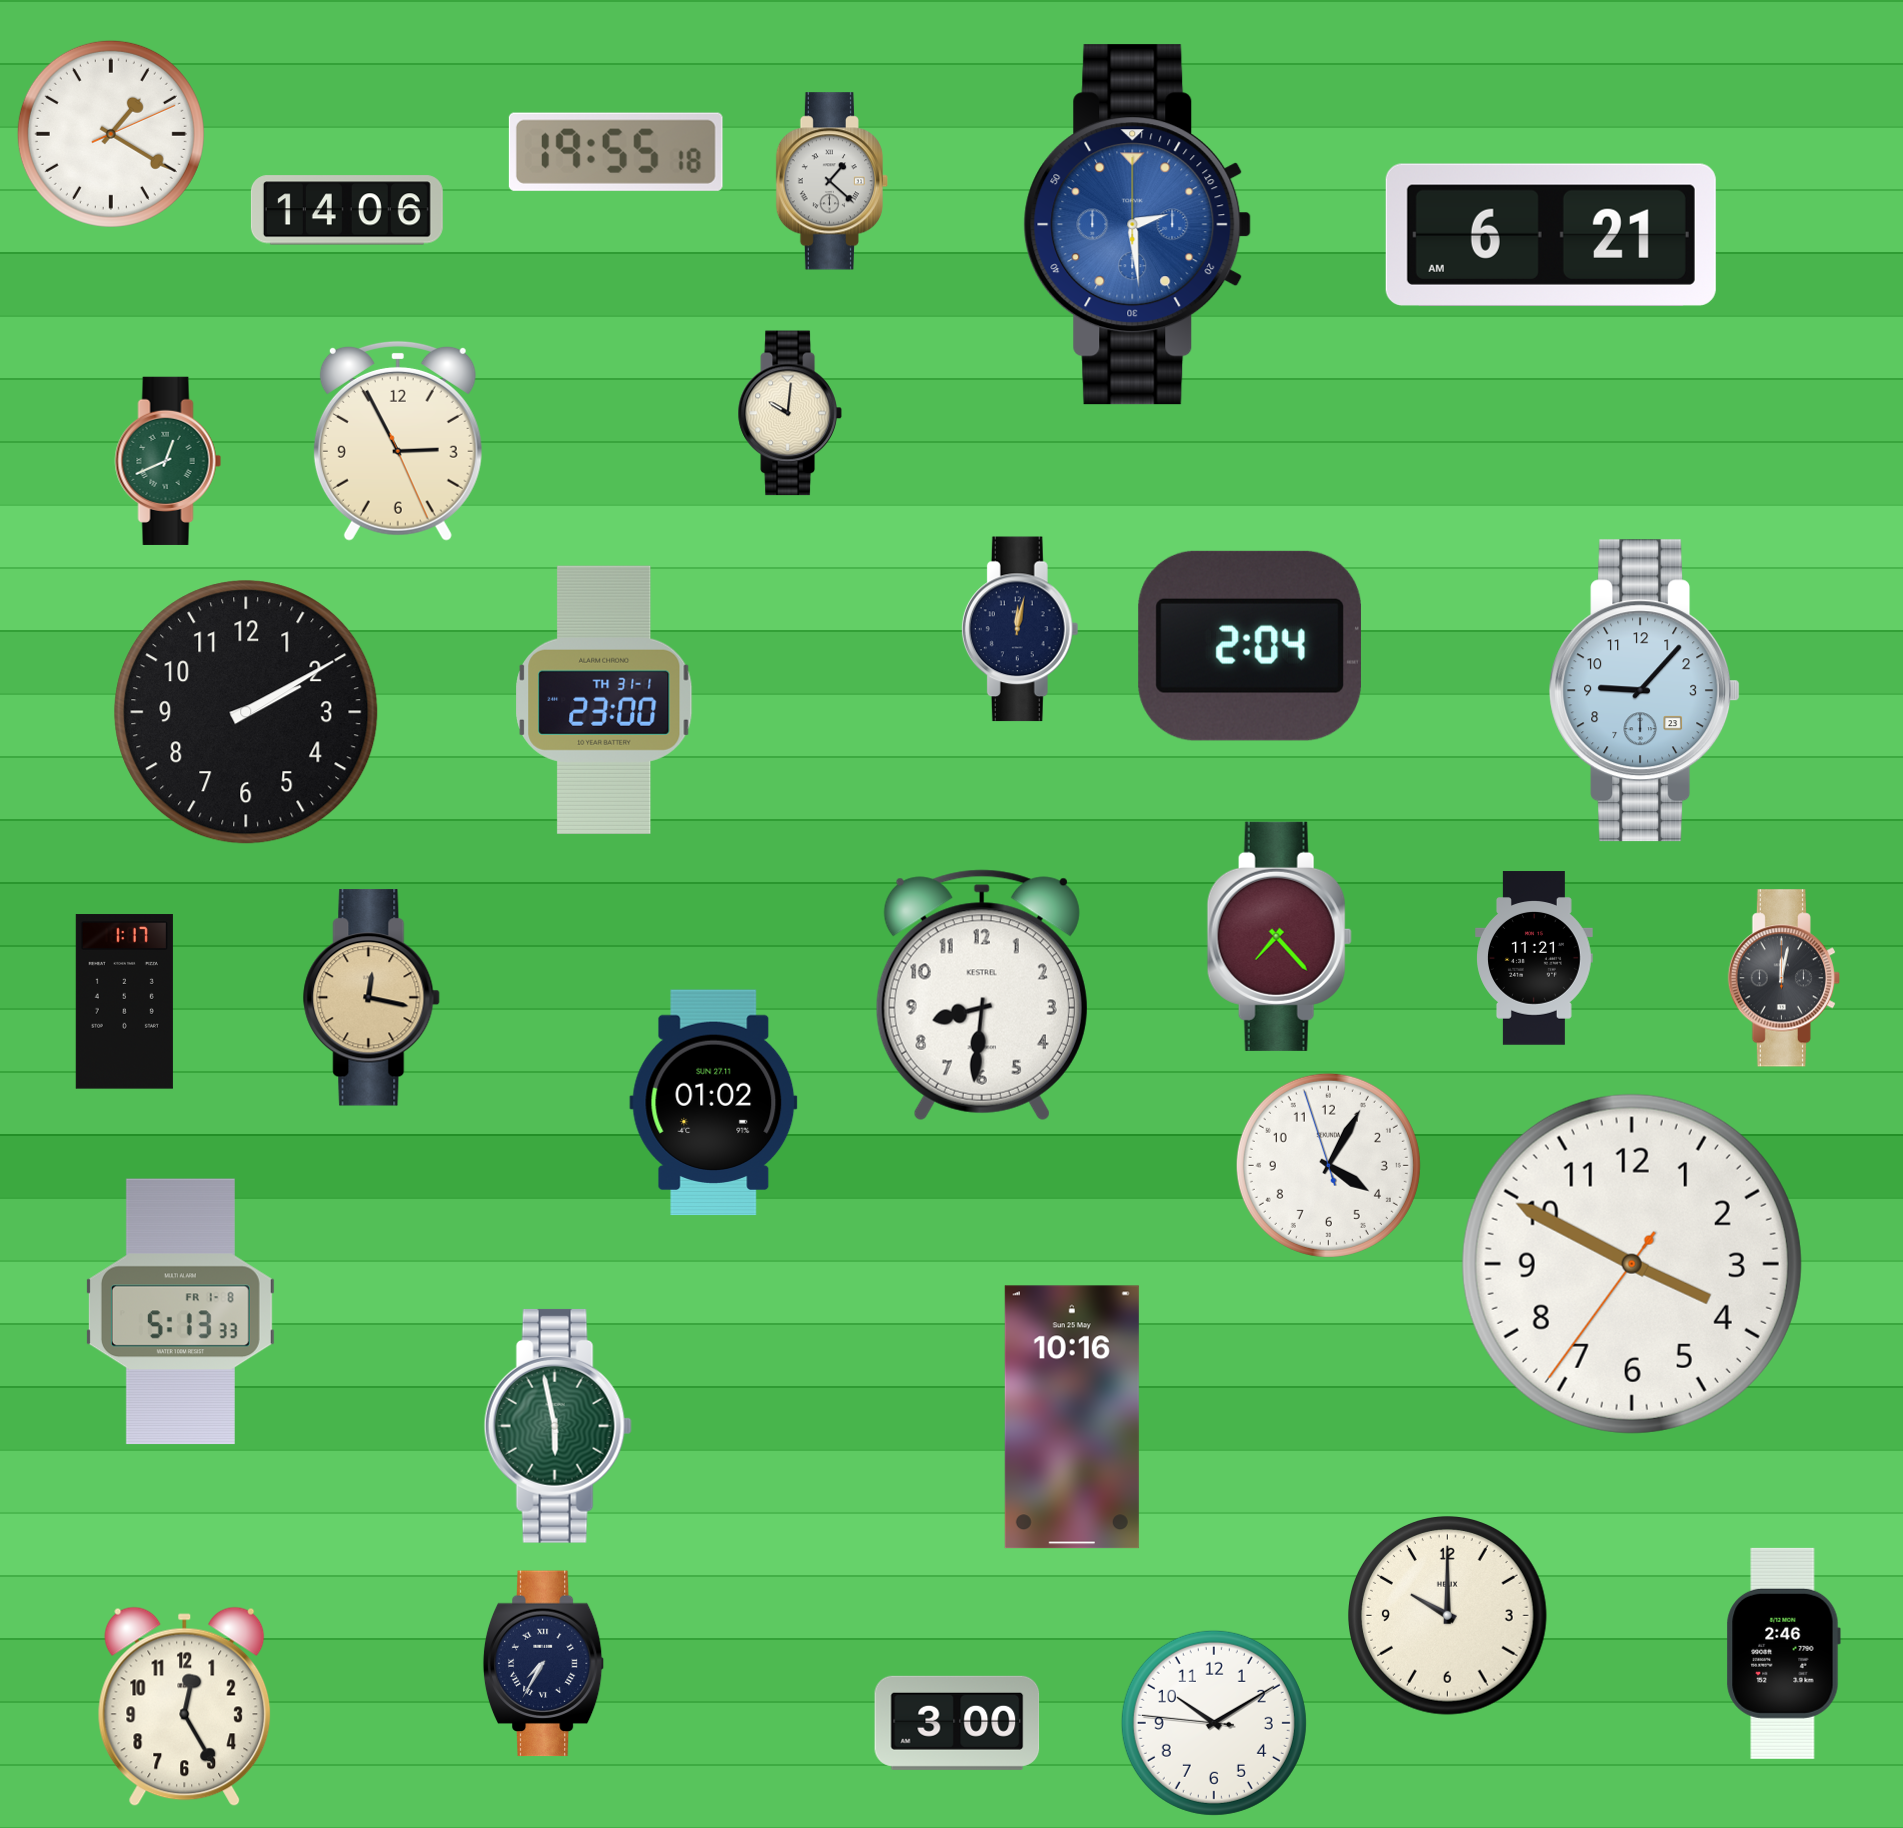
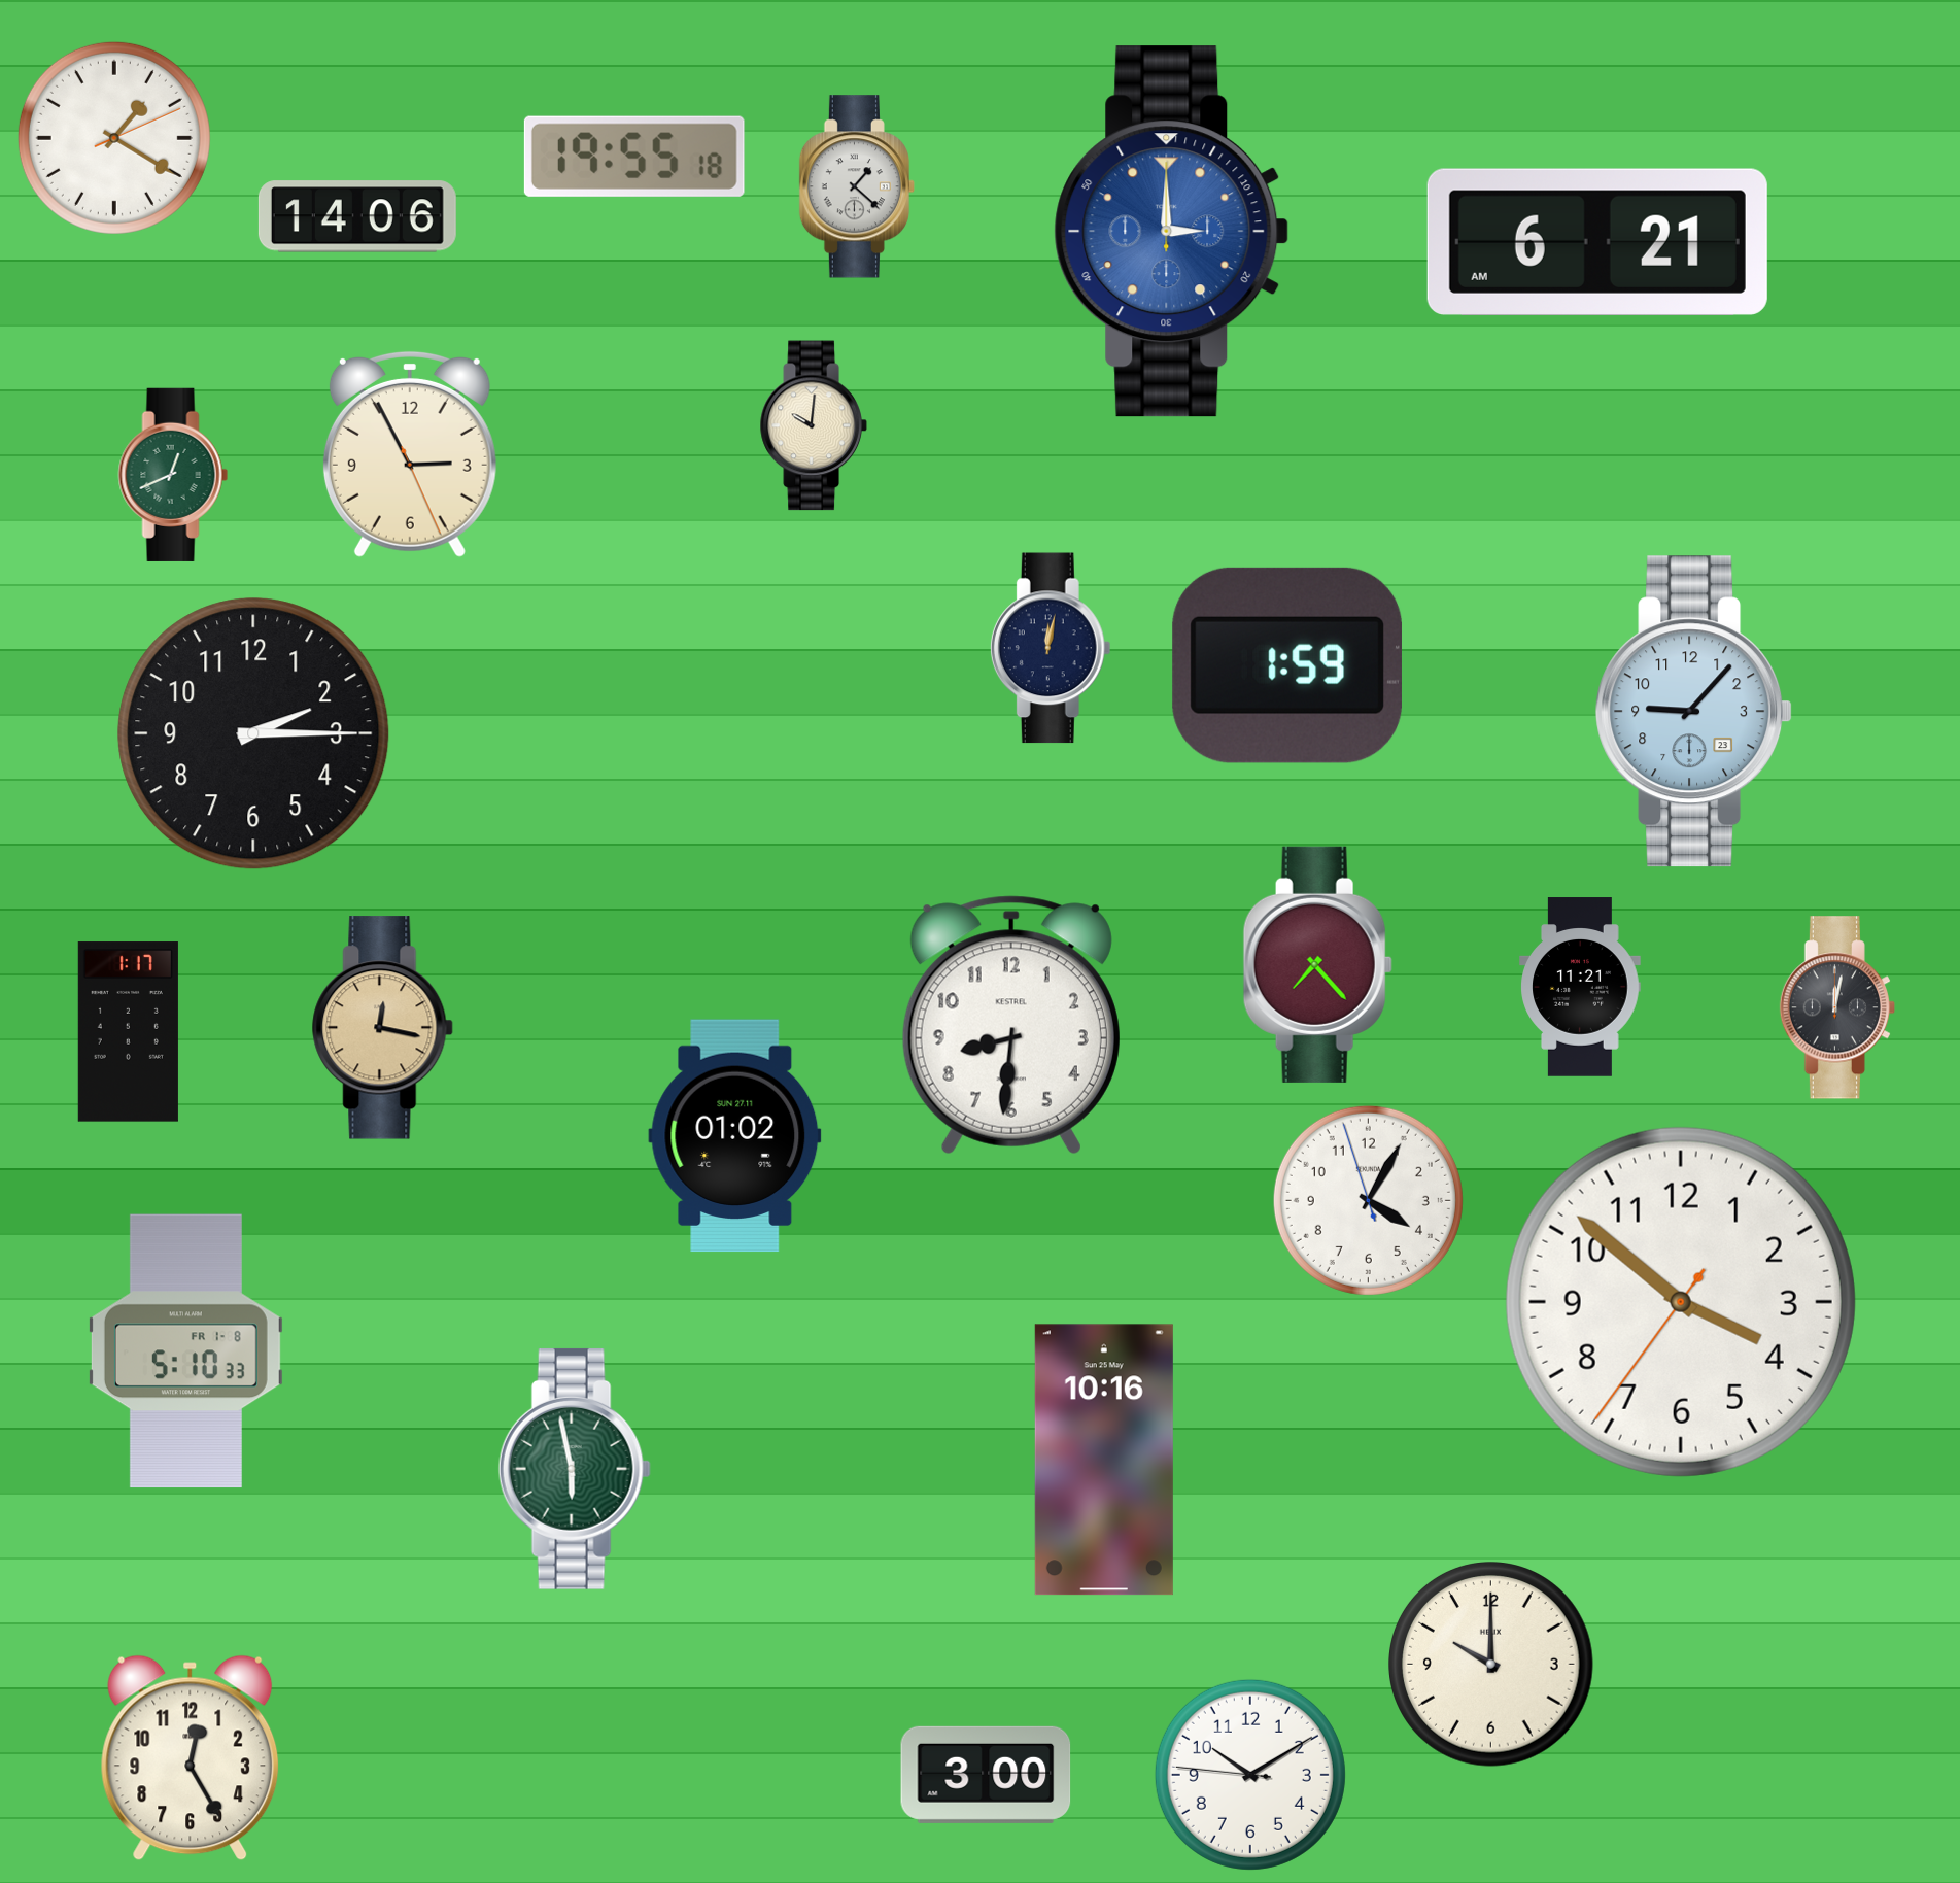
clock at (1138, 225): 2:29 -> 3:00
clock at (1250, 646): 2:04 -> 1:59
clock at (604, 700): 23:00 -> none
clock at (246, 712): 2:10 -> 2:15
clock at (1632, 1264): 3:49 -> 3:51
clock at (180, 1312): 5:13 -> 5:10
clock at (1783, 1653): 2:46 -> none
clock at (544, 1664): 7:35 -> none
